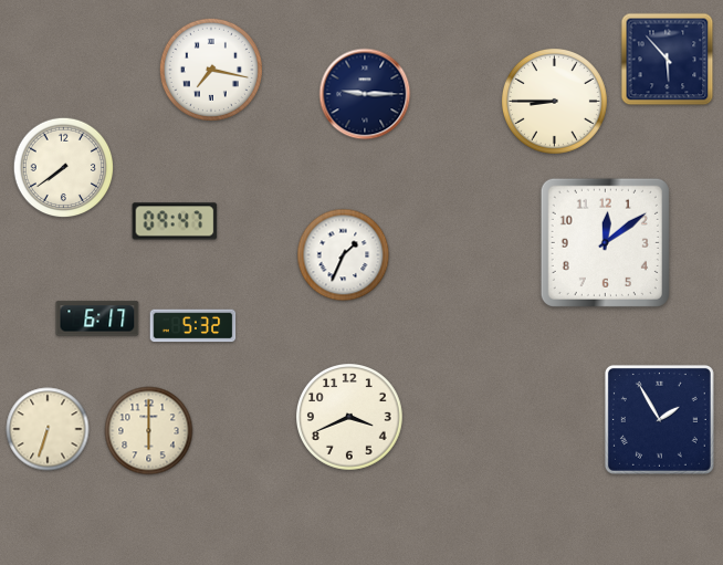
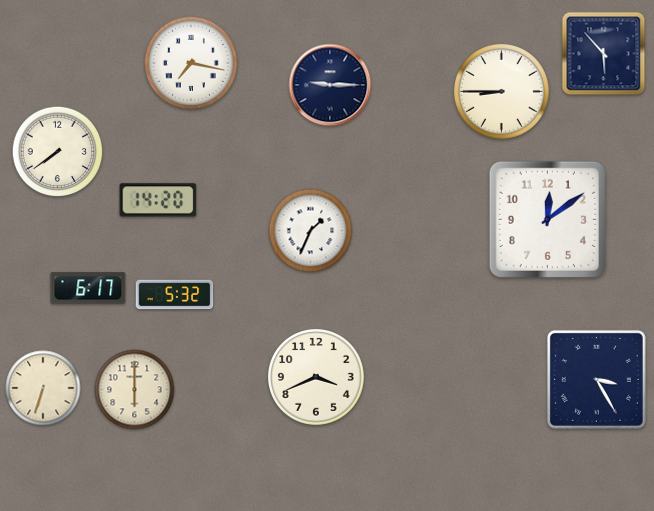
clock at (175, 221): 09:47 -> 14:20
clock at (659, 419): 1:55 -> 3:25
